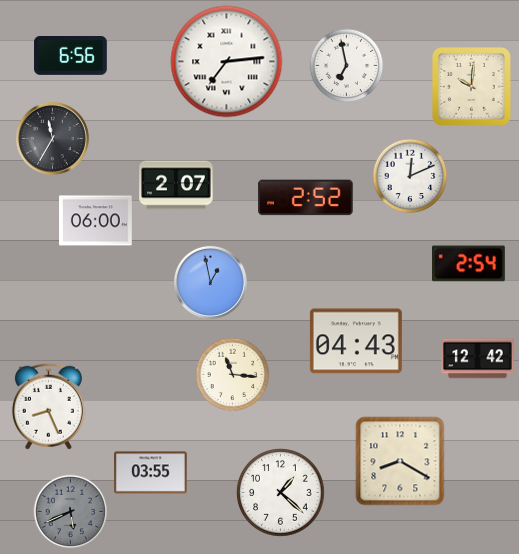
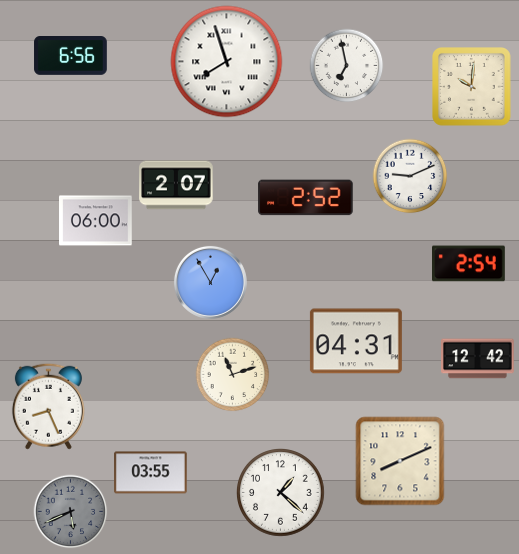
clock at (227, 62): 7:14 -> 7:57
clock at (52, 138): 11:35 -> none
clock at (410, 176): 12:11 -> 9:11
clock at (210, 282): 12:58 -> 12:55
clock at (356, 341): 04:43 -> 04:31
clock at (233, 375): 11:16 -> 11:12
clock at (400, 461): 8:20 -> 8:11
